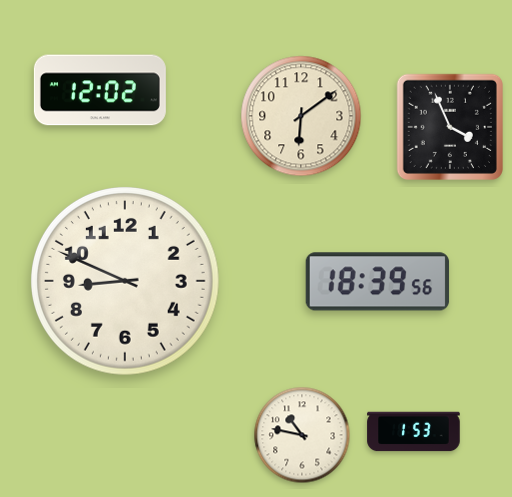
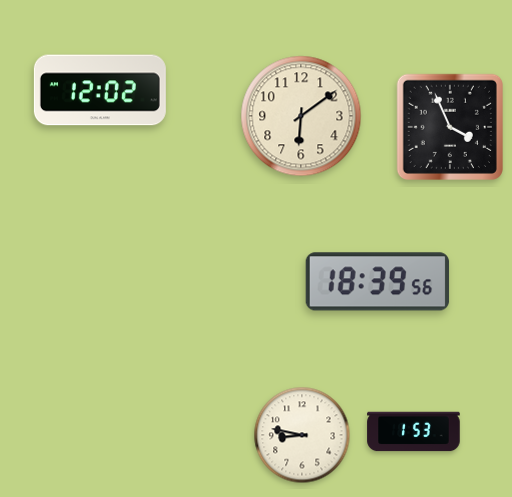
clock at (126, 282): 8:49 -> none
clock at (302, 435): 10:47 -> 8:47
